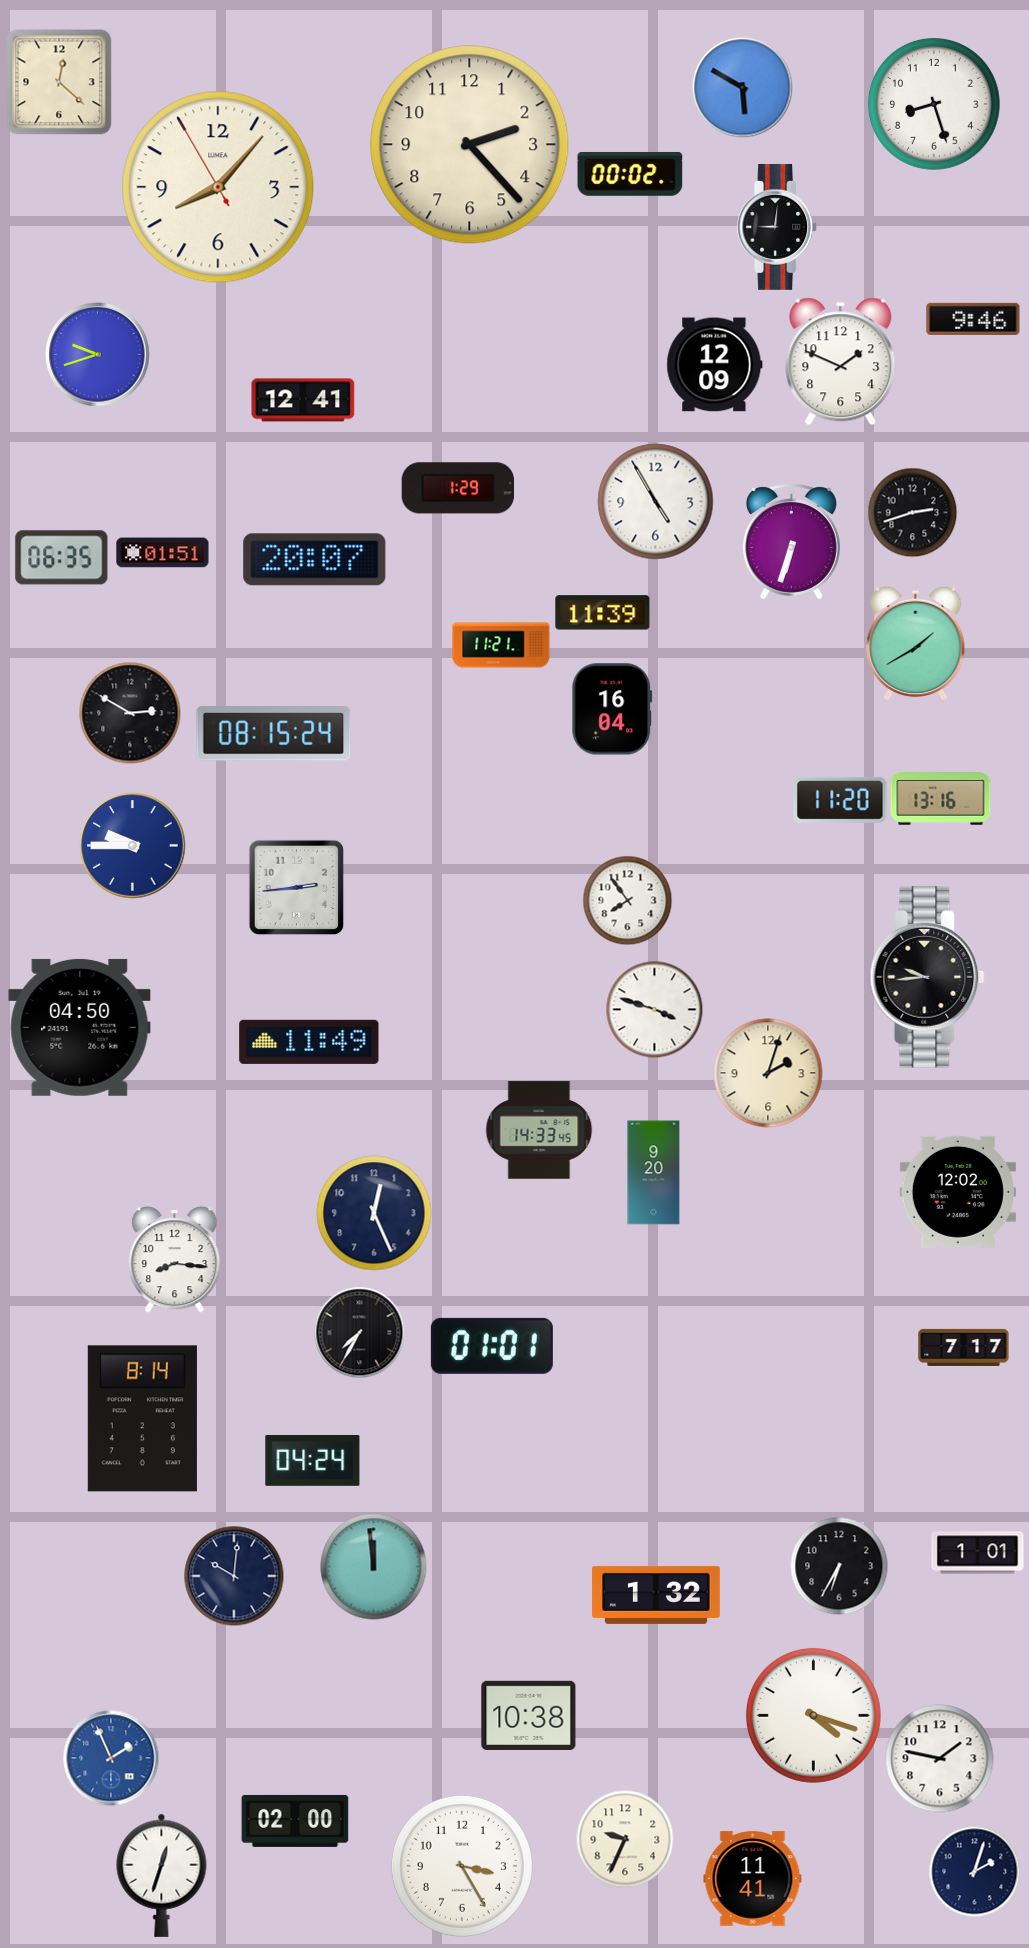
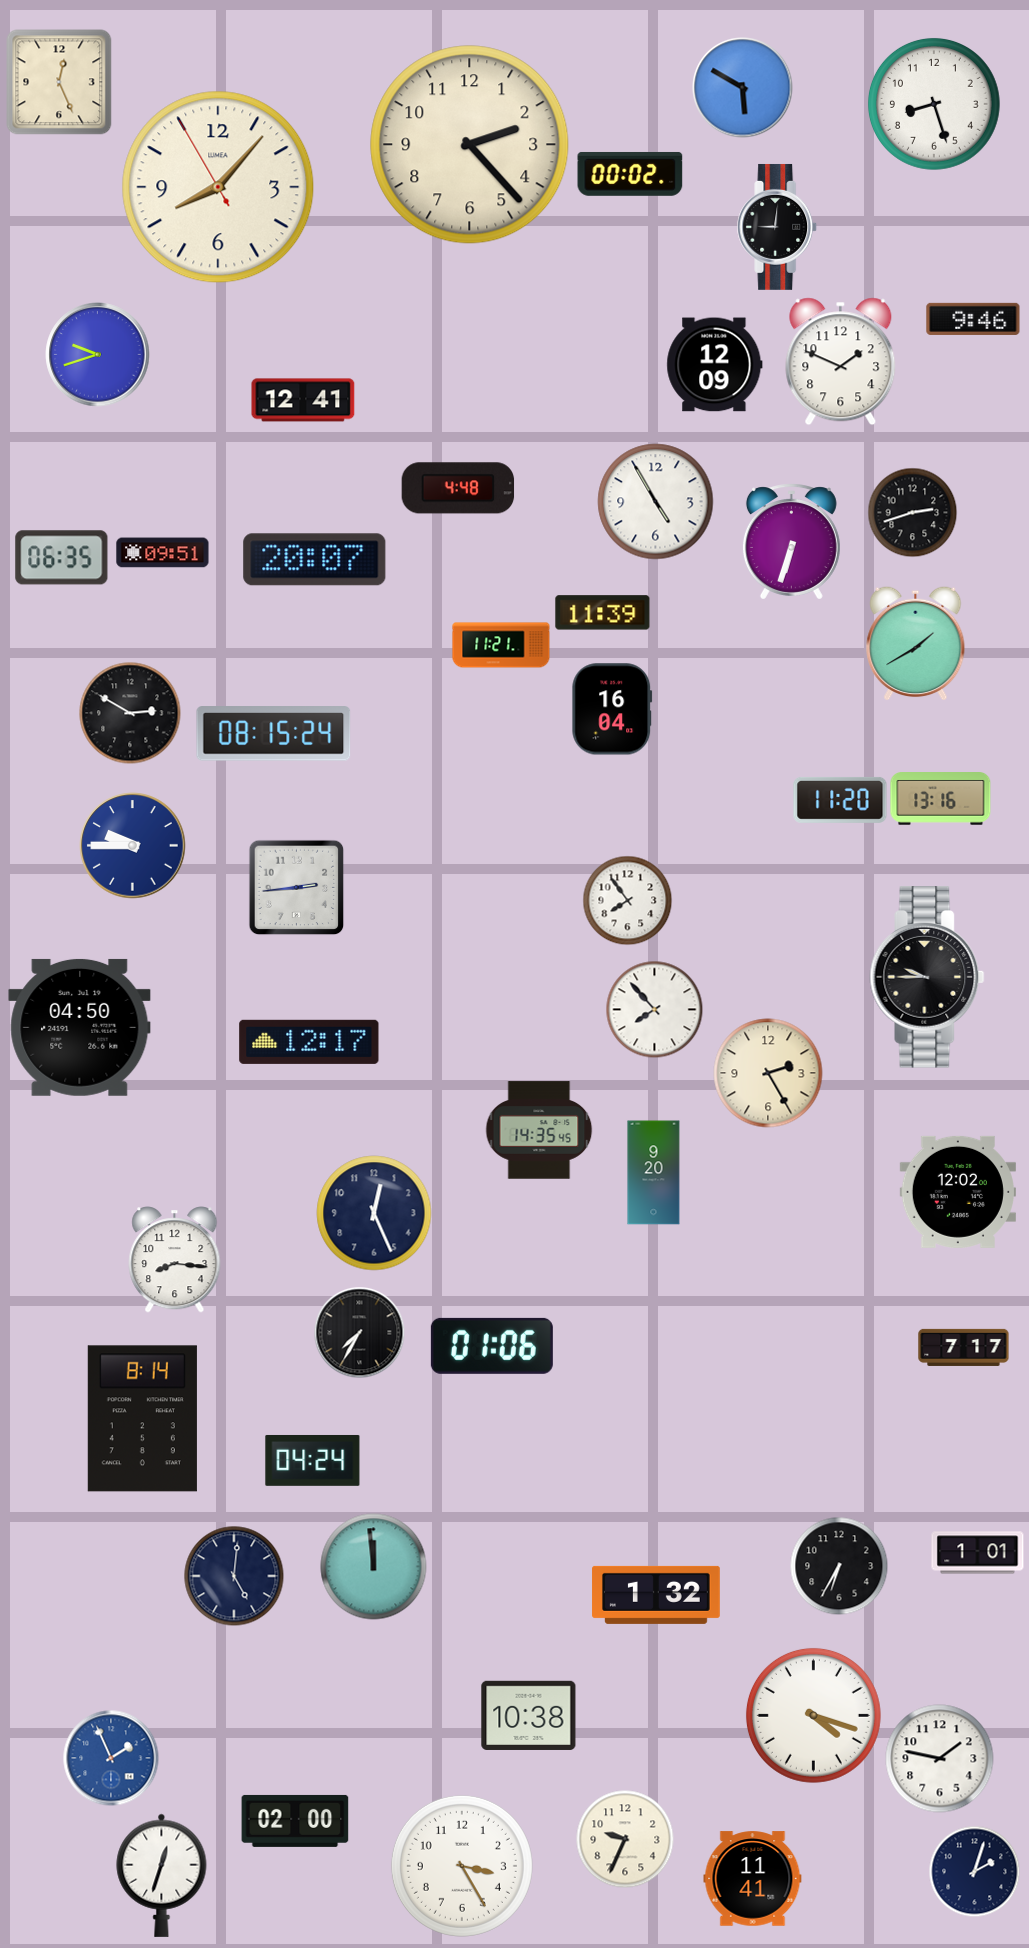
clock at (59, 82): 12:22 -> 12:26
clock at (458, 488): 1:29 -> 4:48
clock at (163, 553): 01:51 -> 09:51
clock at (927, 977): 9:44 -> 9:45
clock at (654, 1009): 3:48 -> 7:53
clock at (309, 1042): 11:49 -> 12:17
clock at (768, 1073): 2:03 -> 2:25
clock at (539, 1130): 14:33 -> 14:35
clock at (492, 1346): 01:01 -> 01:06
clock at (234, 1576): 10:01 -> 5:01
